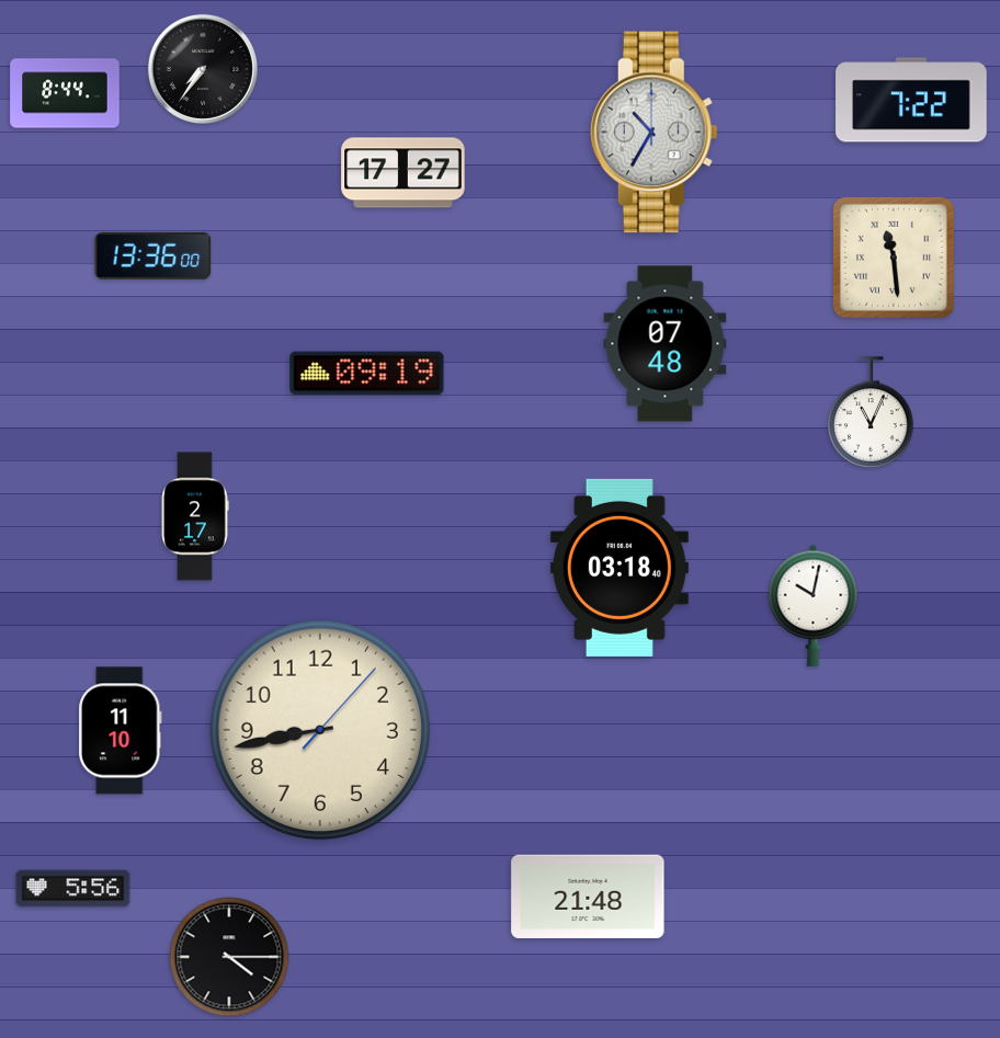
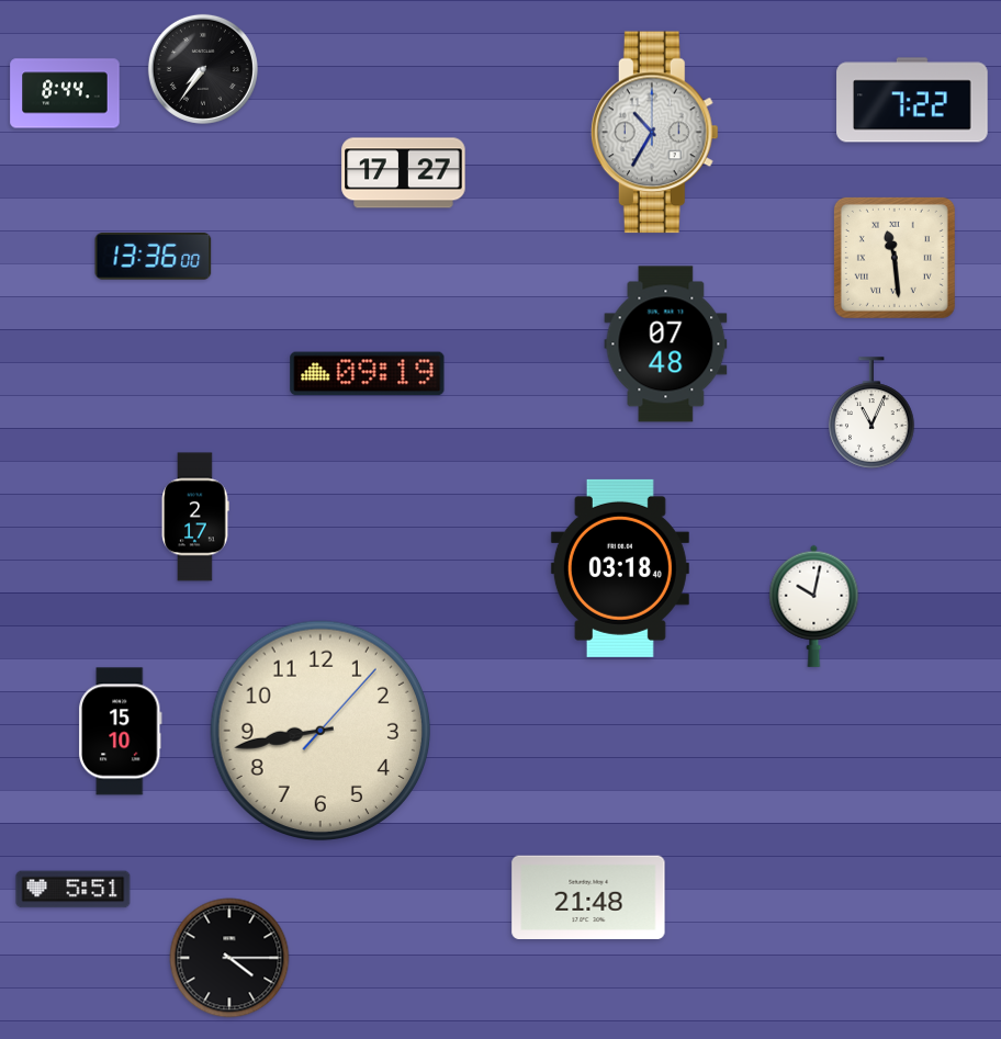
clock at (121, 731): 11:10 -> 15:10
clock at (73, 889): 5:56 -> 5:51
